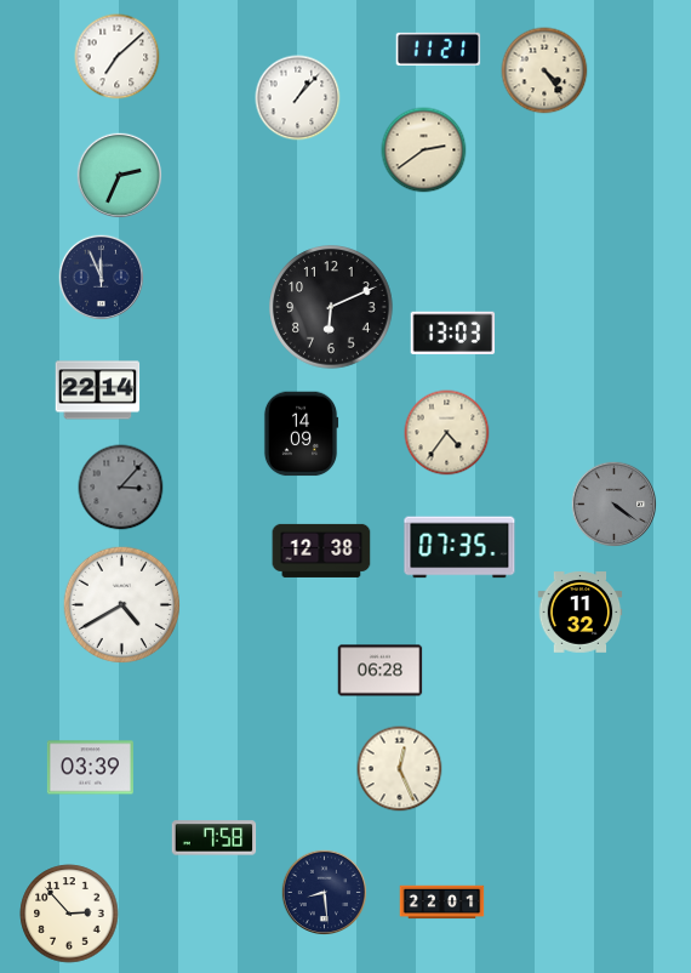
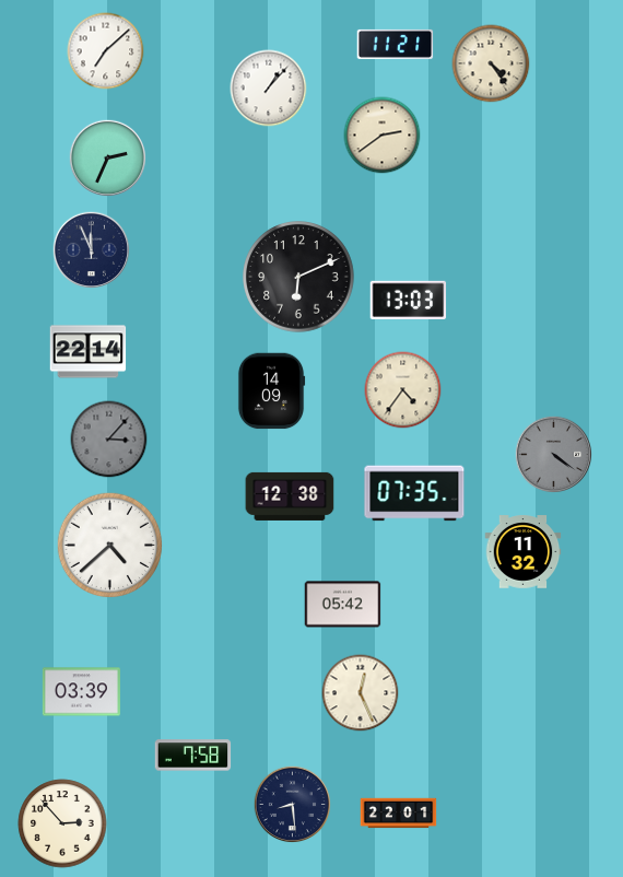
clock at (122, 605): 4:40 -> 4:38
clock at (381, 671): 06:28 -> 05:42
